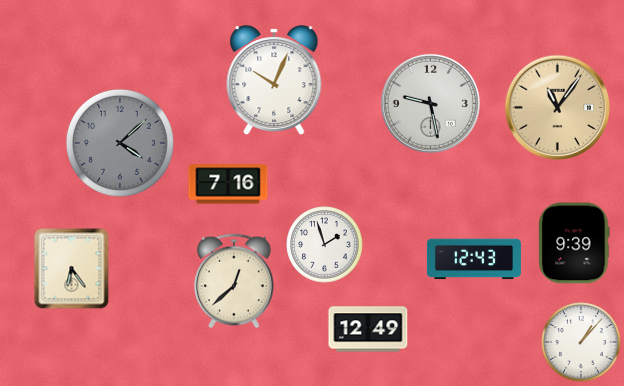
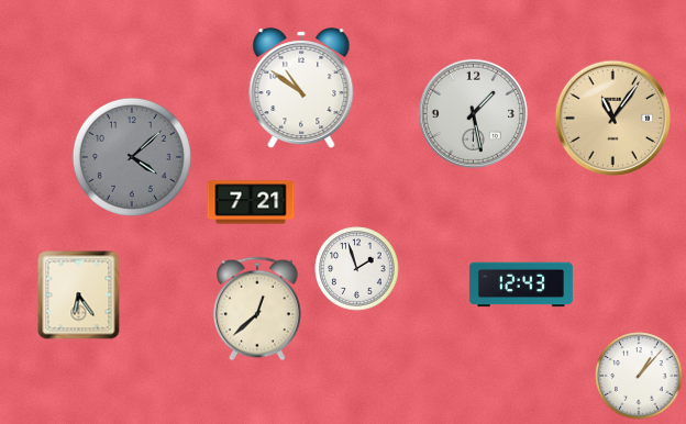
clock at (274, 81): 10:04 -> 10:51
clock at (430, 103): 9:28 -> 1:28
clock at (228, 184): 7:16 -> 7:21
clock at (574, 243): 9:39 -> none
clock at (368, 329): 12:49 -> none
